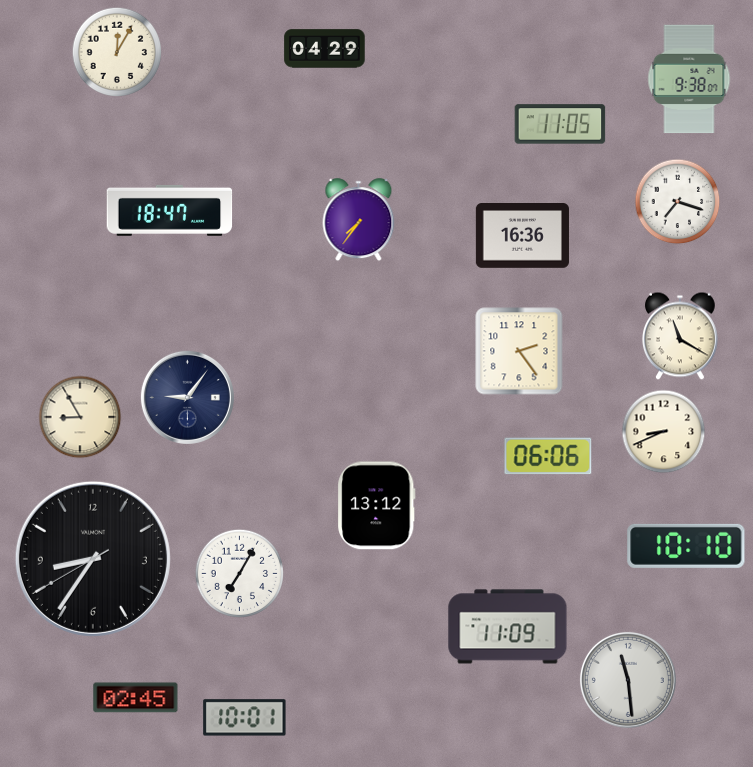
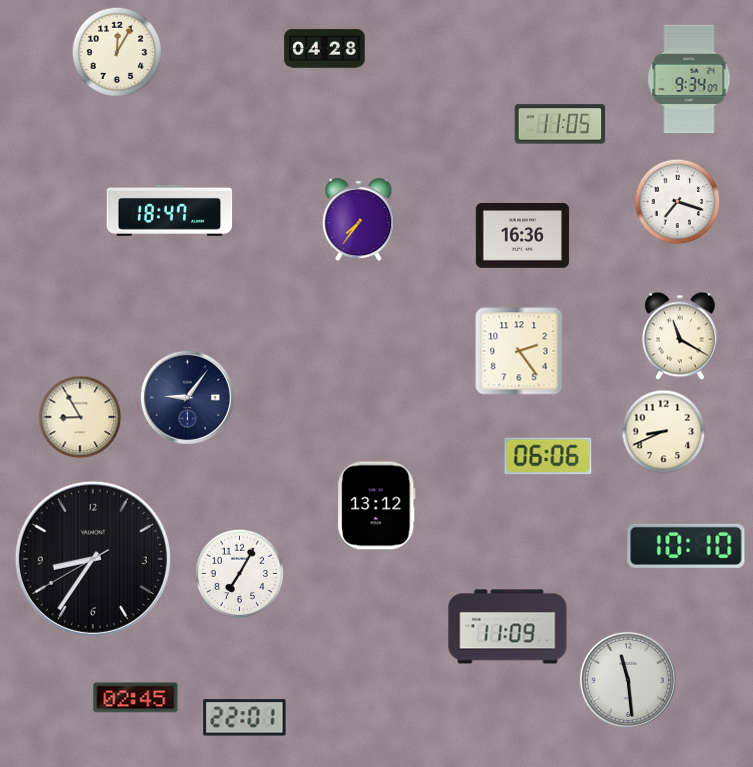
clock at (325, 49): 04:29 -> 04:28
clock at (689, 79): 9:38 -> 9:34
clock at (245, 718): 10:01 -> 22:01
